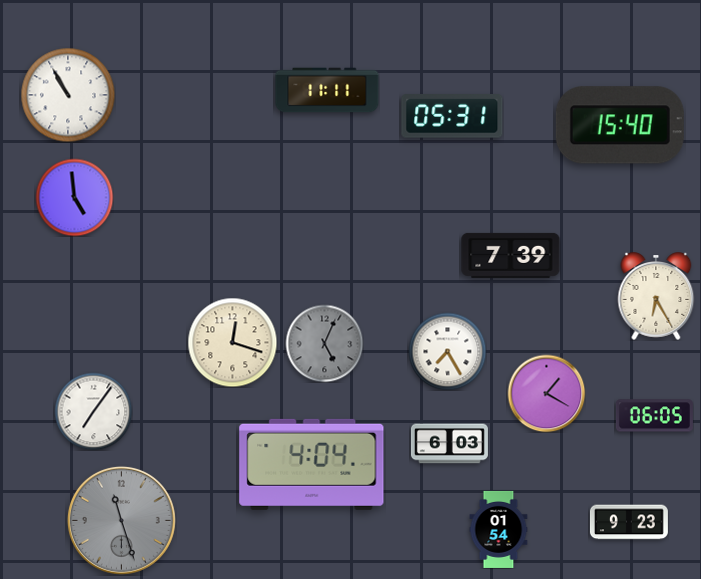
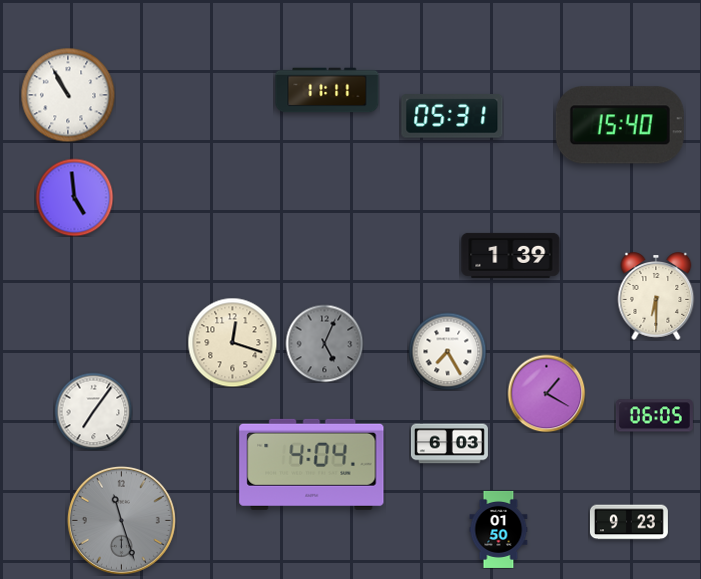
clock at (511, 255): 7:39 -> 1:39
clock at (656, 296): 6:25 -> 6:30
clock at (499, 529): 01:54 -> 01:50
